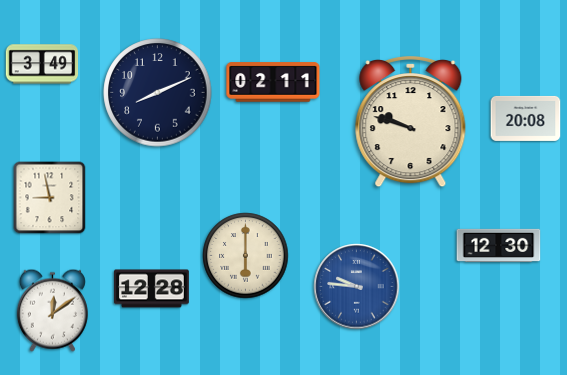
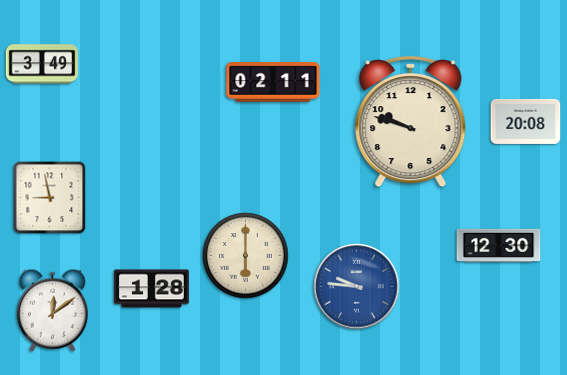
clock at (158, 93): 8:11 -> none
clock at (526, 118) position: (526, 118) -> (526, 121)
clock at (152, 289): 12:28 -> 1:28
